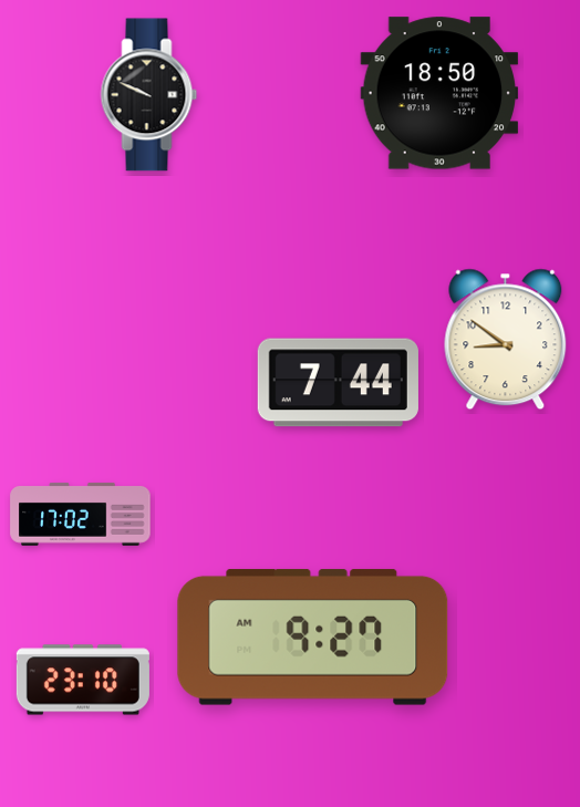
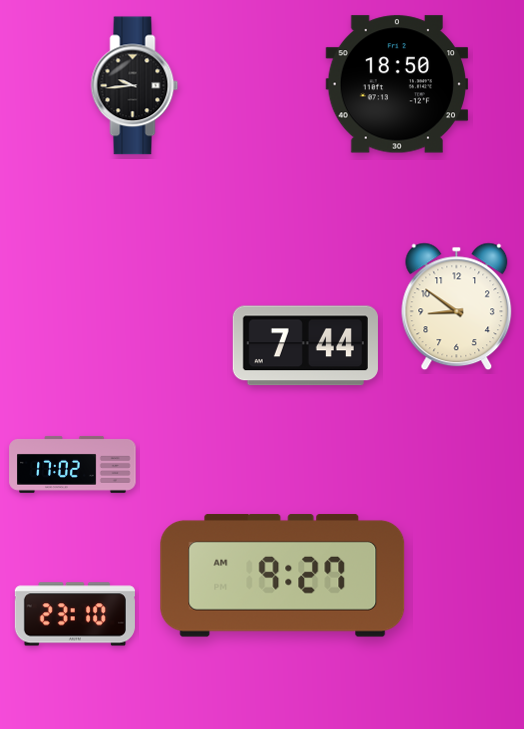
clock at (149, 95): 9:49 -> 9:44
